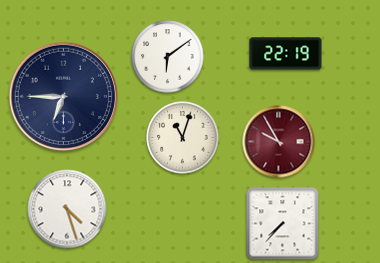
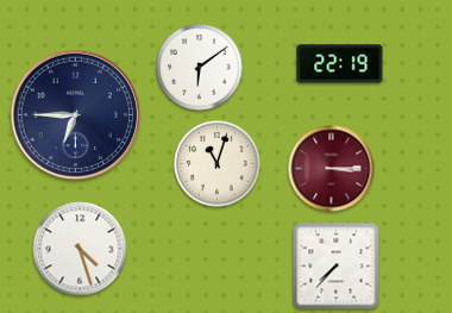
clock at (279, 142): 9:55 -> 3:15
